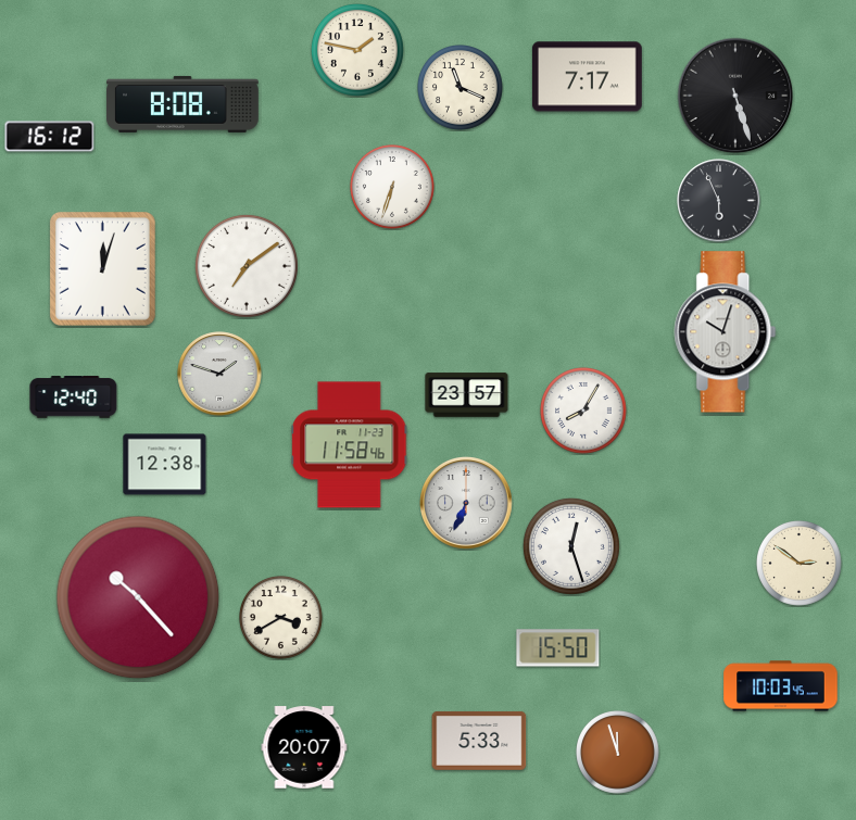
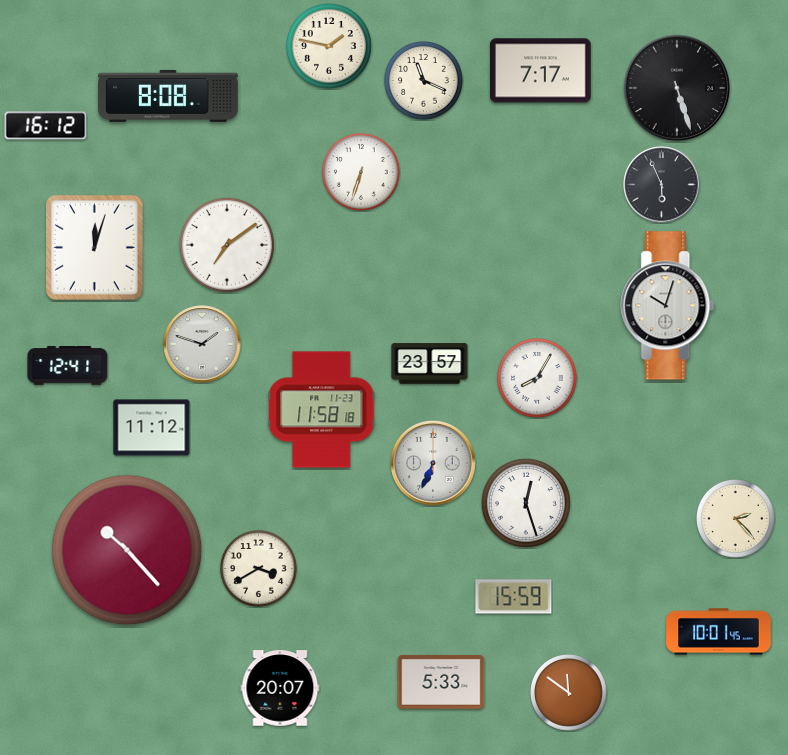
clock at (74, 398): 12:40 -> 12:41
clock at (350, 445): 11:58:46 -> 11:58:18
clock at (165, 465): 12:38 -> 11:12
clock at (467, 504) position: (467, 504) -> (434, 464)
clock at (800, 564): 2:51 -> 2:23
clock at (558, 648): 15:50 -> 15:59
clock at (781, 686): 10:03 -> 10:01
clock at (618, 753): 11:57 -> 11:51
